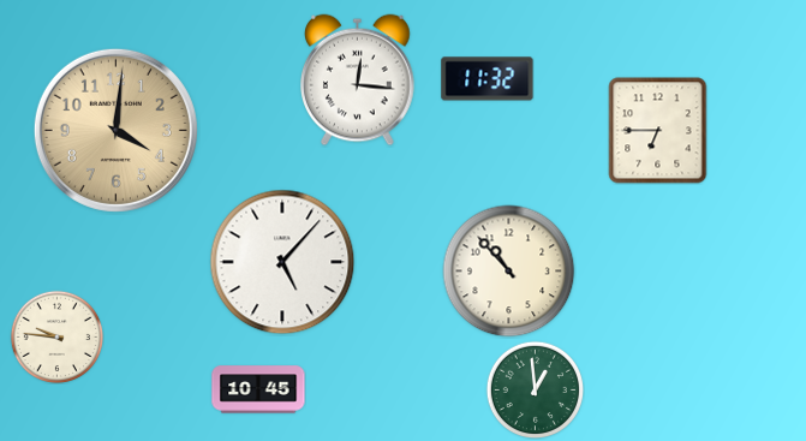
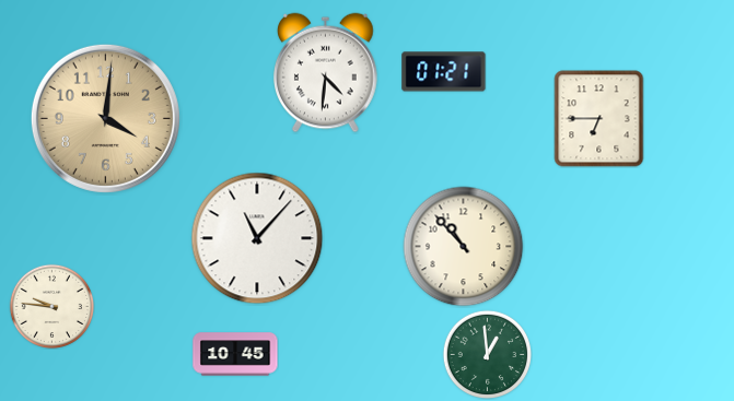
clock at (488, 79): 11:32 -> 01:21
clock at (358, 81): 12:16 -> 4:31
clock at (282, 262): 5:07 -> 11:07
